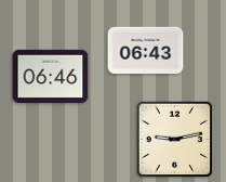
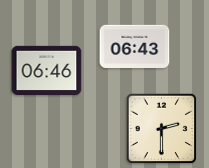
clock at (175, 140): 9:13 -> 2:30
